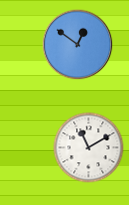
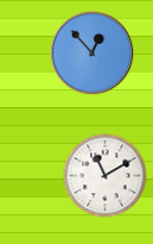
clock at (78, 45): 12:51 -> 12:53
